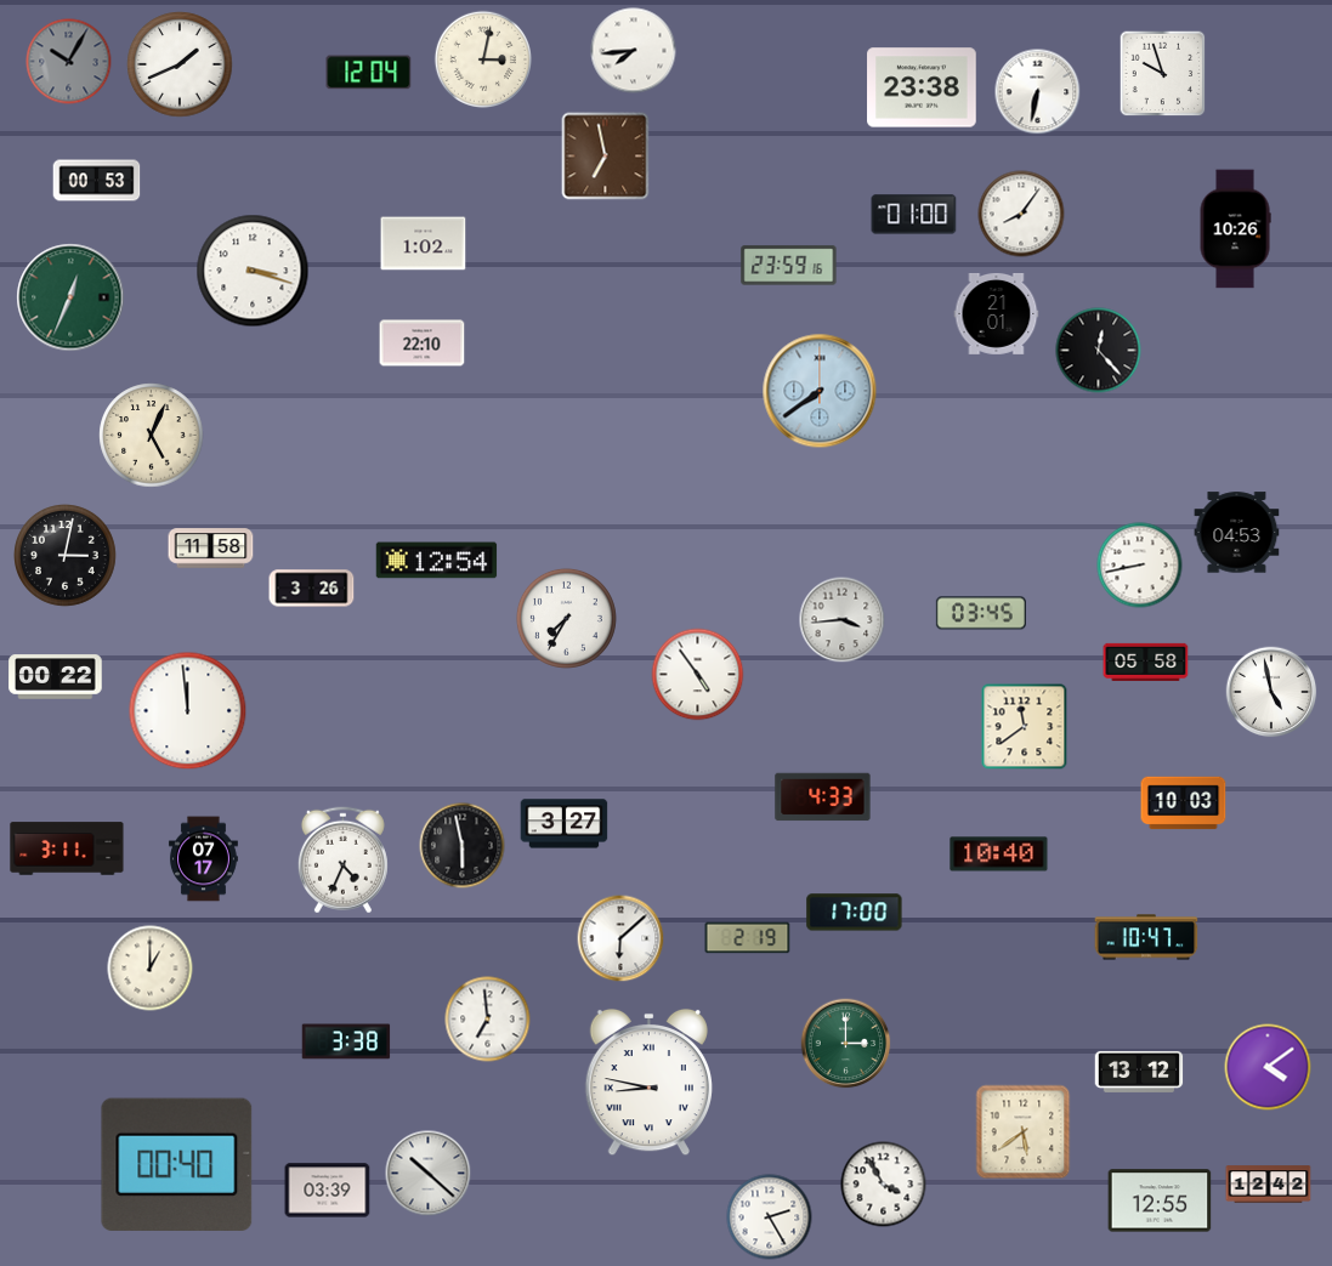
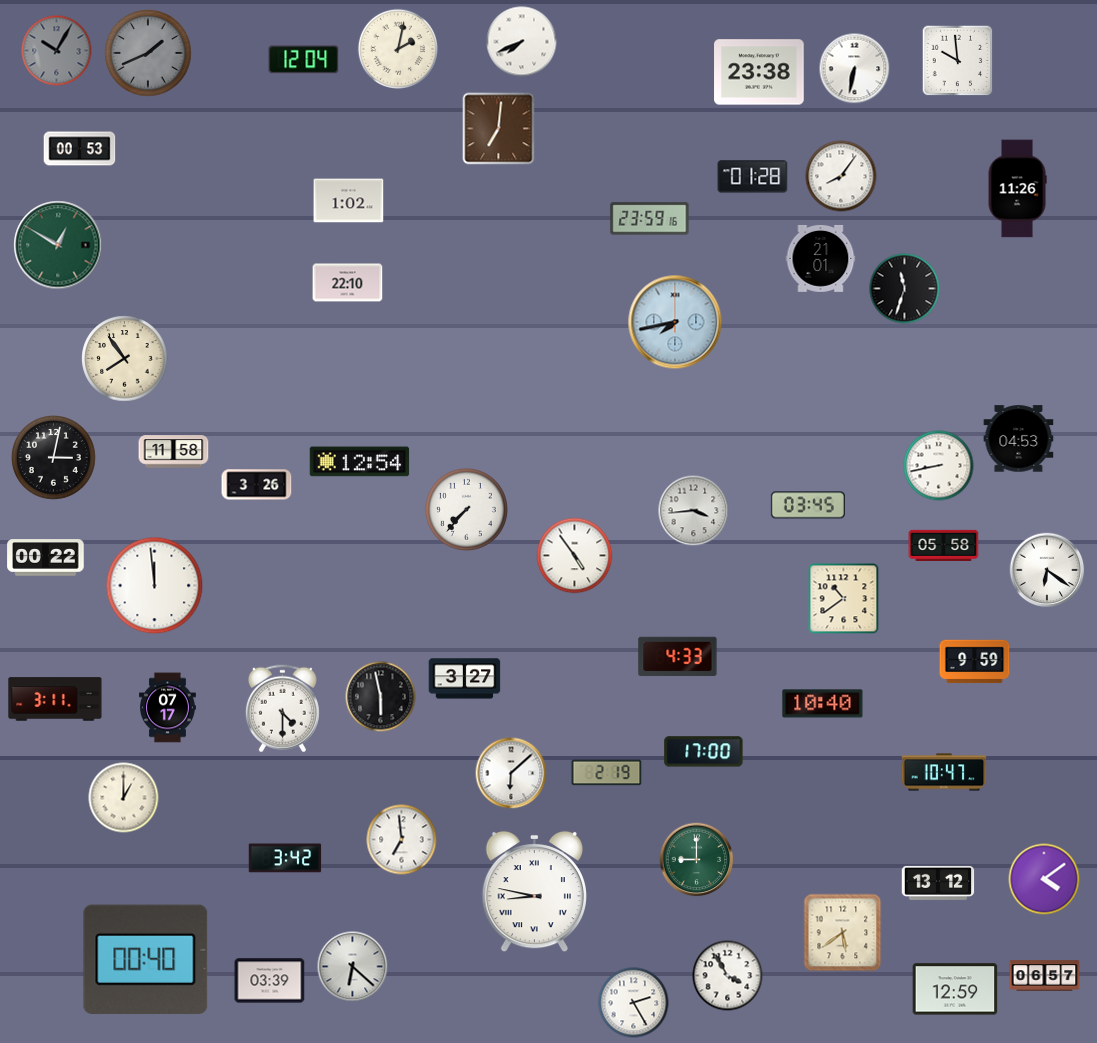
clock at (634, 51): 7:44 -> 7:41
clock at (482, 58): 3:02 -> 2:02
clock at (180, 64) dial: white -> grey
clock at (1163, 74): 9:57 -> 9:59
clock at (1038, 92) position: (1038, 92) -> (855, 69)
clock at (606, 157): 6:58 -> 7:01
clock at (914, 215): 01:00 -> 01:28
clock at (1235, 229): 10:26 -> 11:26
clock at (253, 271): 3:18 -> none
clock at (70, 297): 12:34 -> 12:50
clock at (1099, 351): 12:23 -> 11:33
clock at (820, 391): 7:39 -> 7:43
clock at (152, 436): 5:04 -> 7:54
clock at (566, 618): 7:35 -> 7:37
clock at (1271, 692): 4:58 -> 6:21
clock at (1025, 727): 11:39 -> 10:39
clock at (1184, 804): 10:03 -> 9:59
clock at (342, 861): 4:34 -> 4:30
clock at (748, 938) position: (748, 938) -> (607, 773)
clock at (346, 1041): 3:38 -> 3:42
clock at (846, 1044): 3:00 -> 9:00
clock at (429, 1174): 10:22 -> 6:22
clock at (1269, 1185): 12:42 -> 06:57
clock at (1160, 1200): 12:55 -> 12:59
